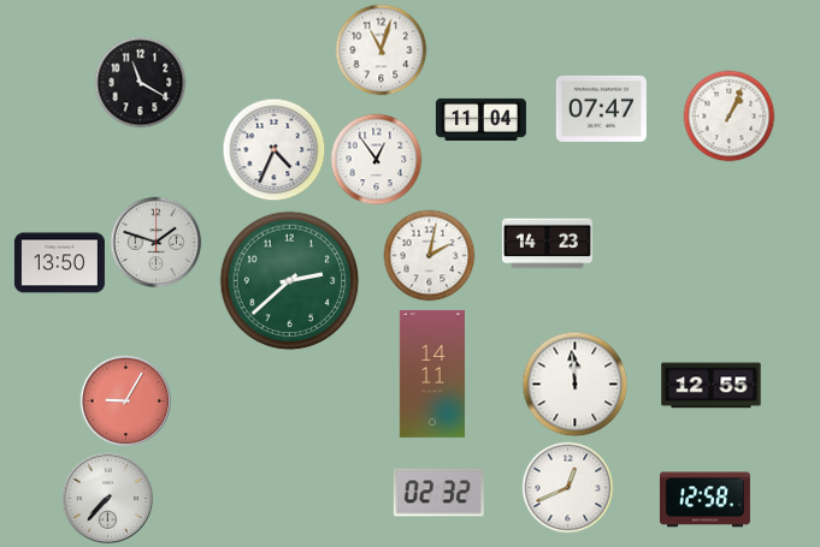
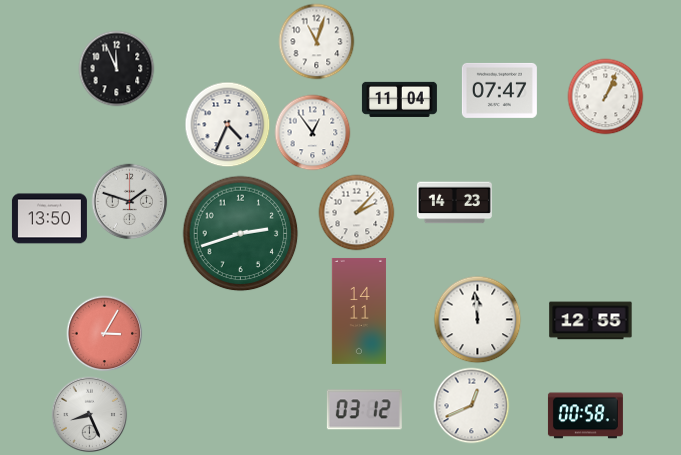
clock at (141, 83): 11:20 -> 11:56
clock at (430, 256): 2:02 -> 2:07
clock at (290, 281): 2:38 -> 2:42
clock at (126, 402): 9:05 -> 3:05
clock at (438, 493): 02:32 -> 03:12
clock at (108, 499): 7:37 -> 8:26
clock at (704, 500): 12:58 -> 00:58
